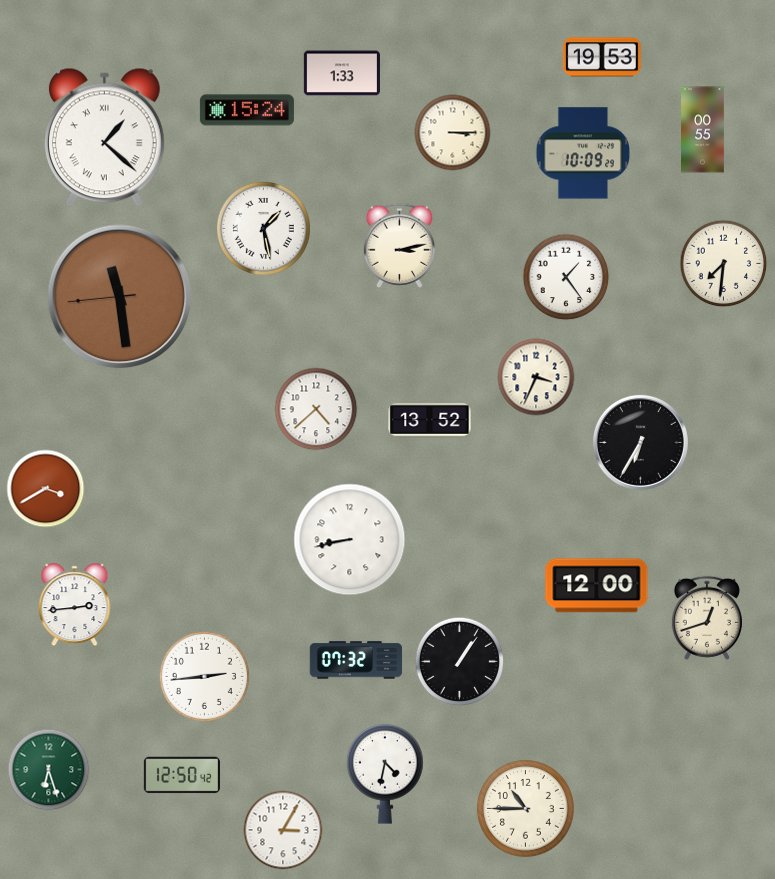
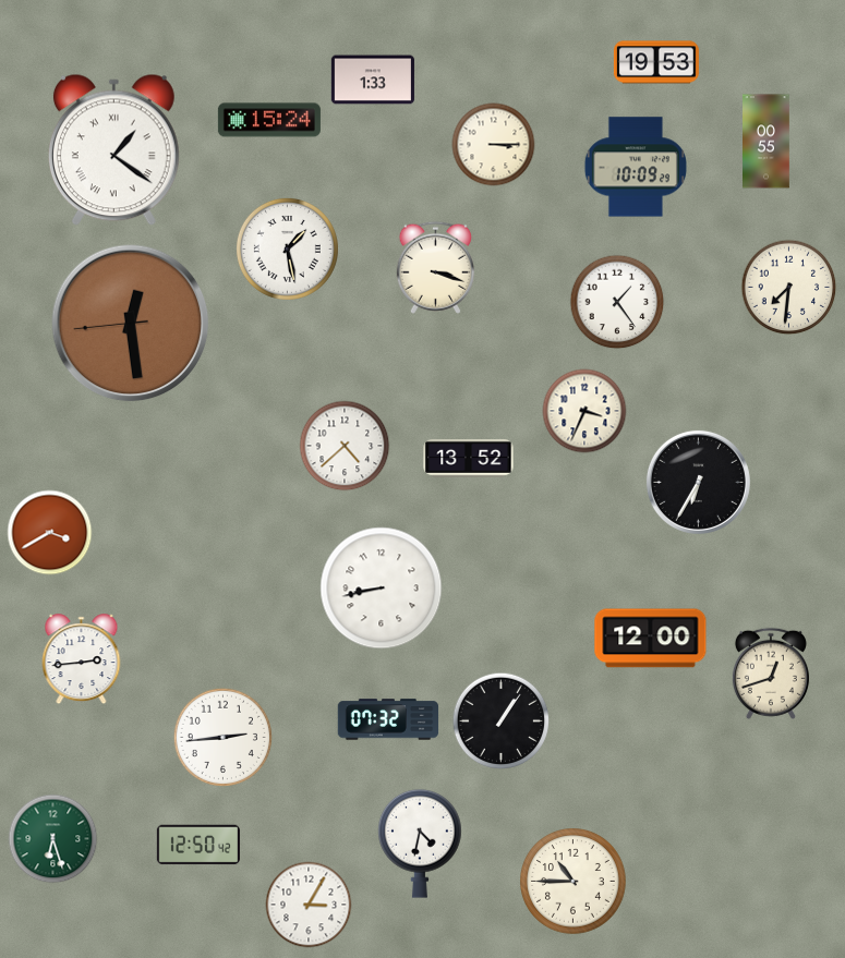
clock at (104, 138): 1:22 -> 1:21
clock at (399, 245): 3:13 -> 3:18
clock at (120, 297): 11:28 -> 12:28
